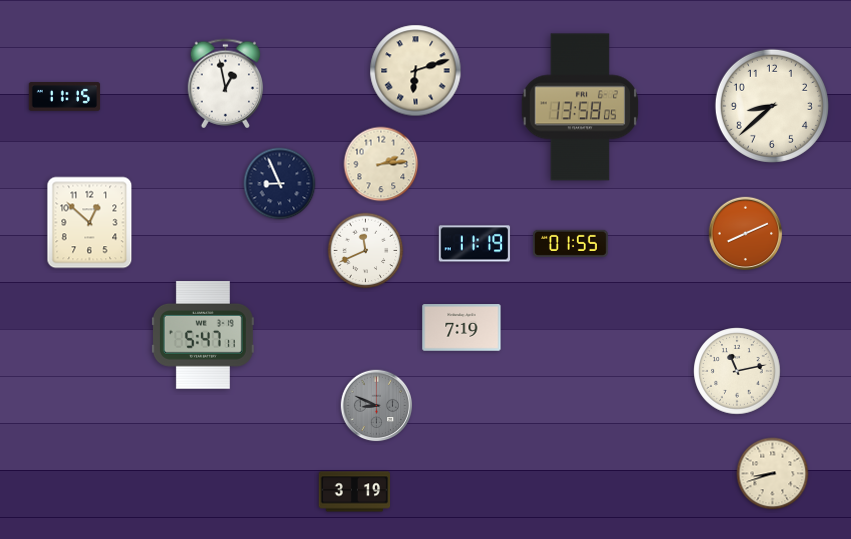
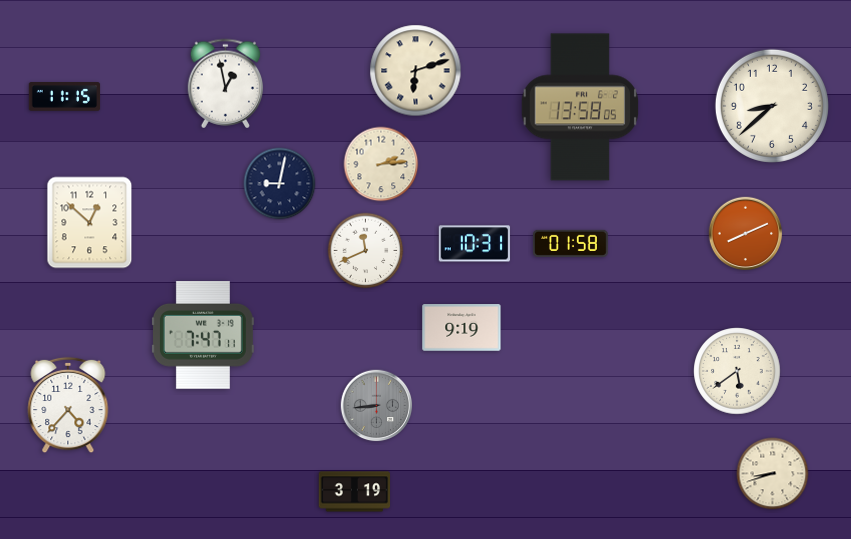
clock at (280, 184): 8:56 -> 9:02
clock at (571, 243): 01:55 -> 01:58
clock at (475, 244): 11:19 -> 10:31
clock at (462, 328): 7:19 -> 9:19
clock at (203, 336): 5:47 -> 7:47
clock at (737, 371): 11:13 -> 5:39
clock at (68, 405): none -> 4:37
clock at (377, 406): 8:49 -> 8:44
